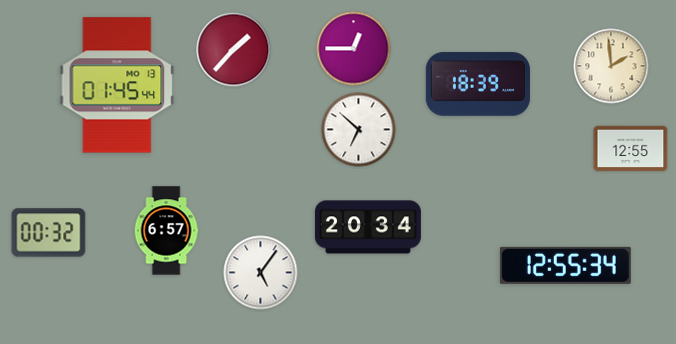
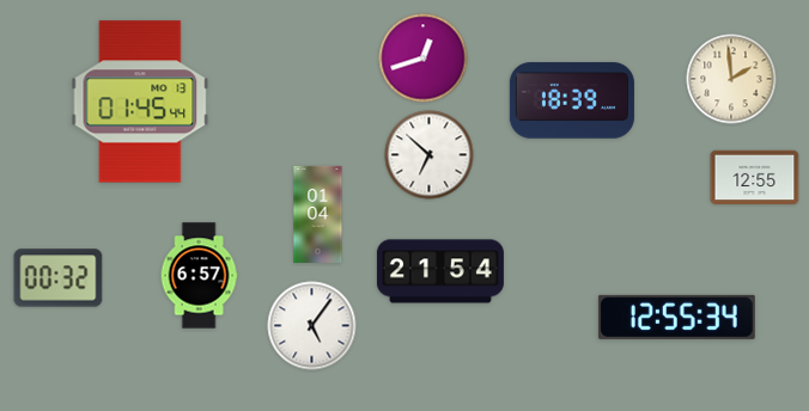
clock at (354, 49): 12:45 -> 12:42
clock at (234, 50): 1:37 -> none
clock at (318, 214): none -> 01:04
clock at (368, 227): 20:34 -> 21:54
